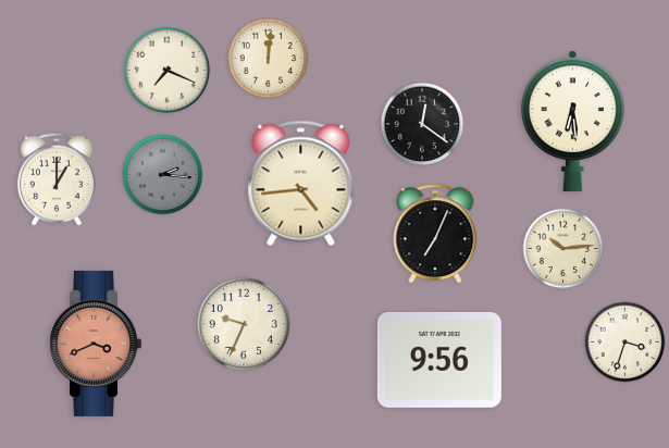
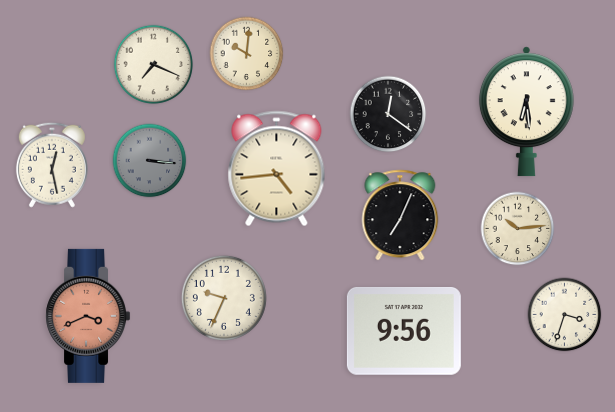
clock at (269, 59): 12:01 -> 10:01
clock at (163, 175): 2:16 -> 3:16
clock at (57, 179): 1:00 -> 12:28
clock at (625, 343) position: (625, 343) -> (565, 315)
